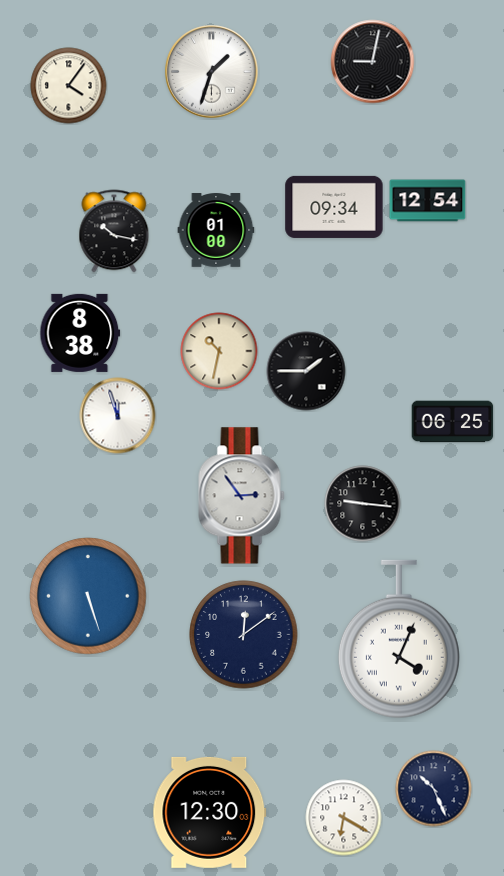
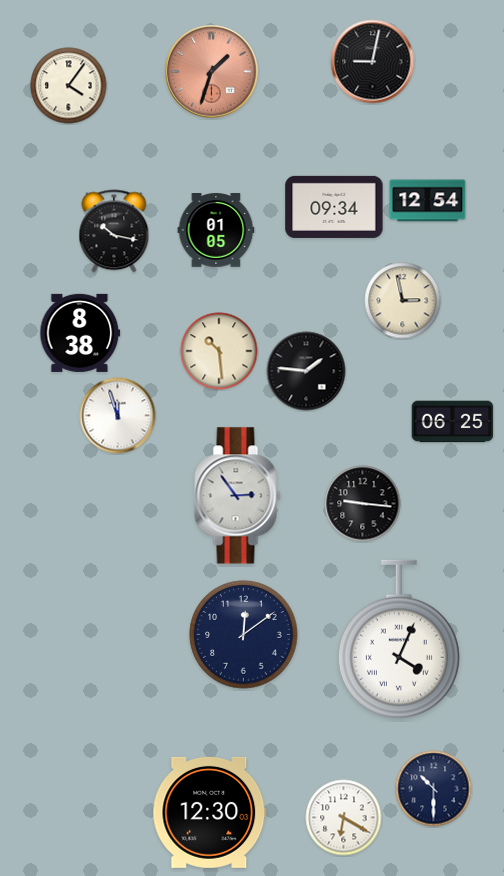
clock at (212, 72) dial: white -> salmon
clock at (216, 230): 01:00 -> 01:05
clock at (403, 301): none -> 2:58
clock at (219, 351): 10:32 -> 10:29
clock at (306, 371): 1:45 -> 1:46
clock at (242, 496) position: (242, 496) -> (238, 496)
clock at (88, 596): 5:27 -> none
clock at (434, 789): 10:26 -> 10:30
